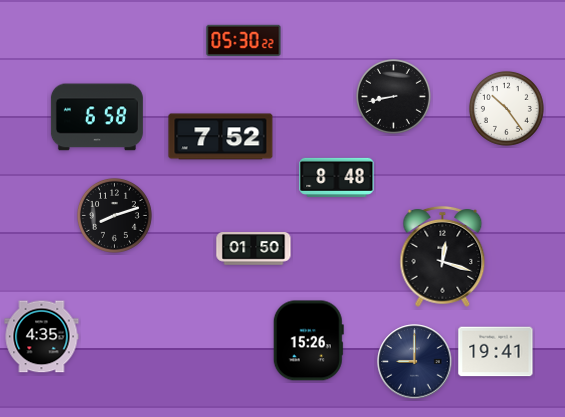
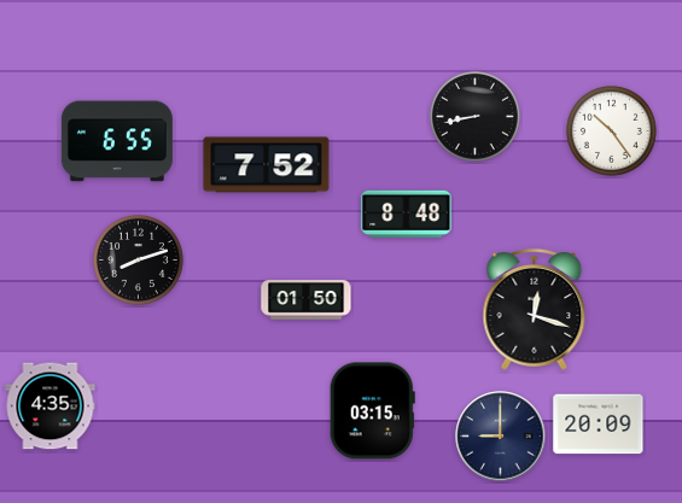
clock at (244, 40): 05:30 -> none
clock at (97, 117): 6:58 -> 6:55
clock at (308, 341): 15:26 -> 03:15
clock at (496, 352): 19:41 -> 20:09
